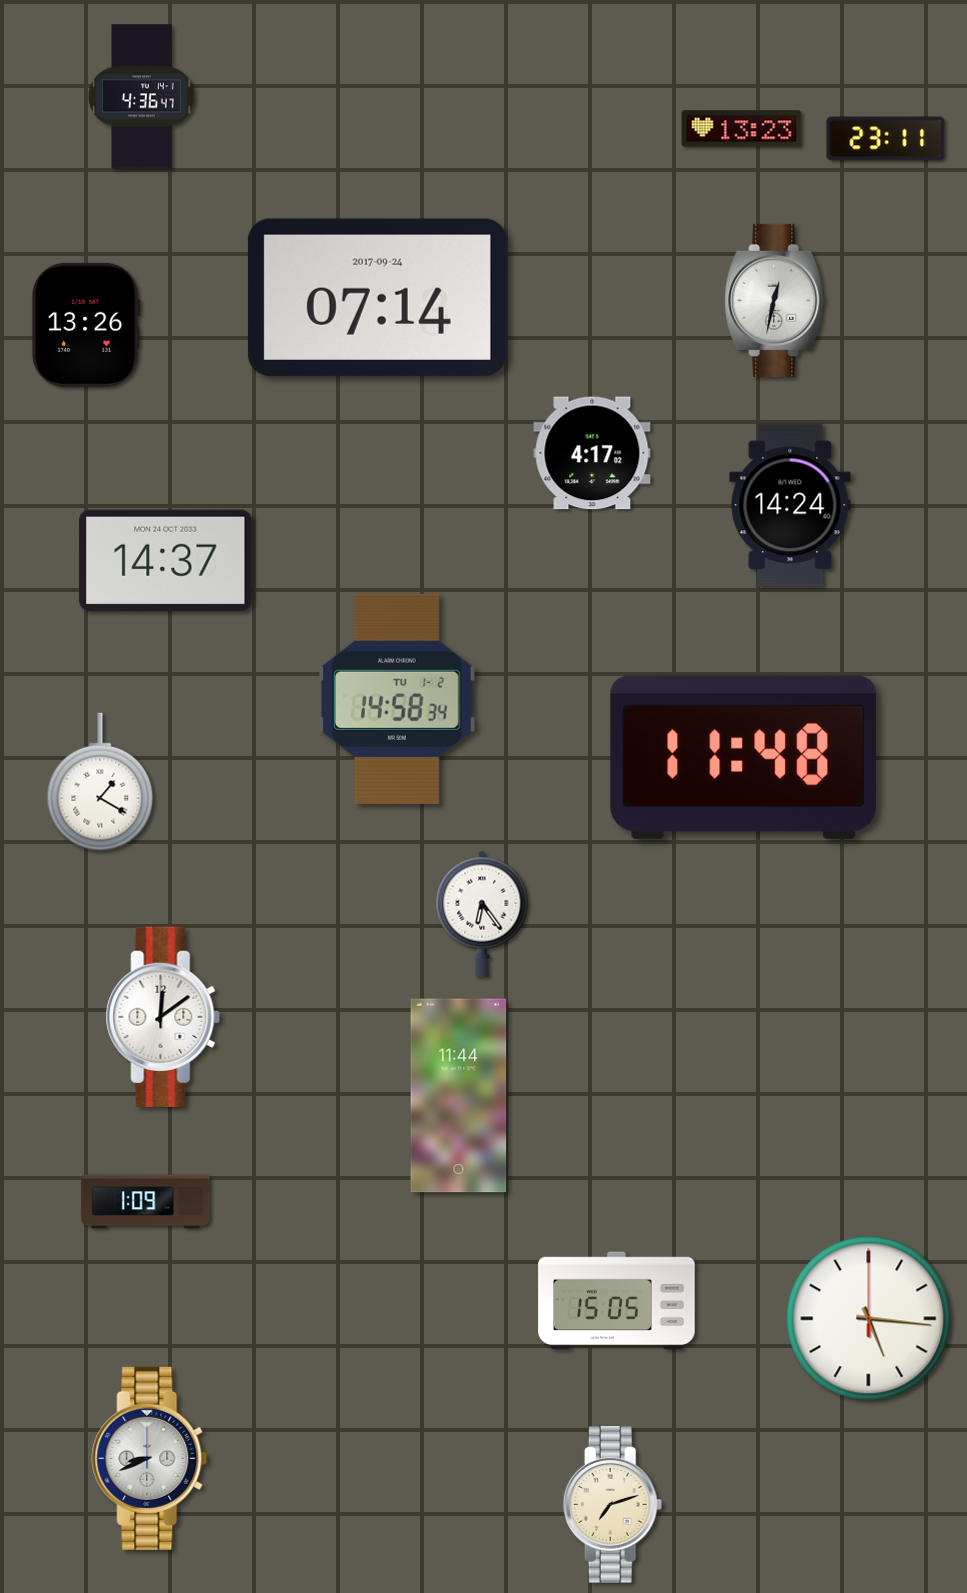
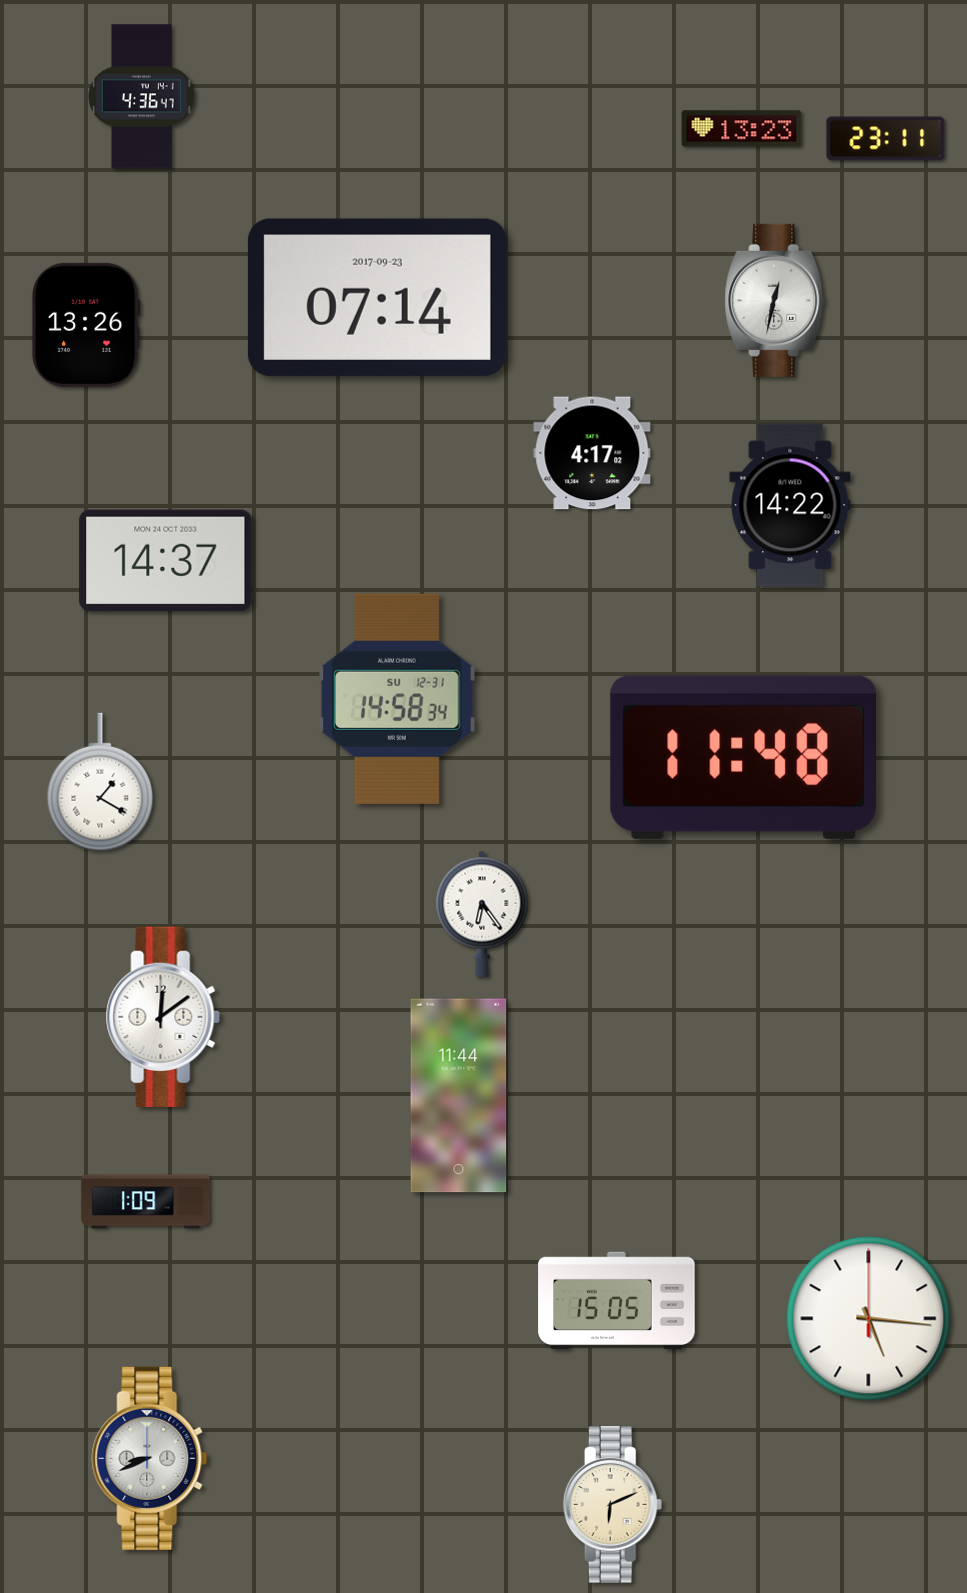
clock at (377, 297) date: 2017-09-24 -> 2017-09-23
clock at (790, 505): 14:24 -> 14:22
clock at (397, 699) date: TU 1-2 -> SU 12-31
clock at (613, 1505): 7:12 -> 6:11
